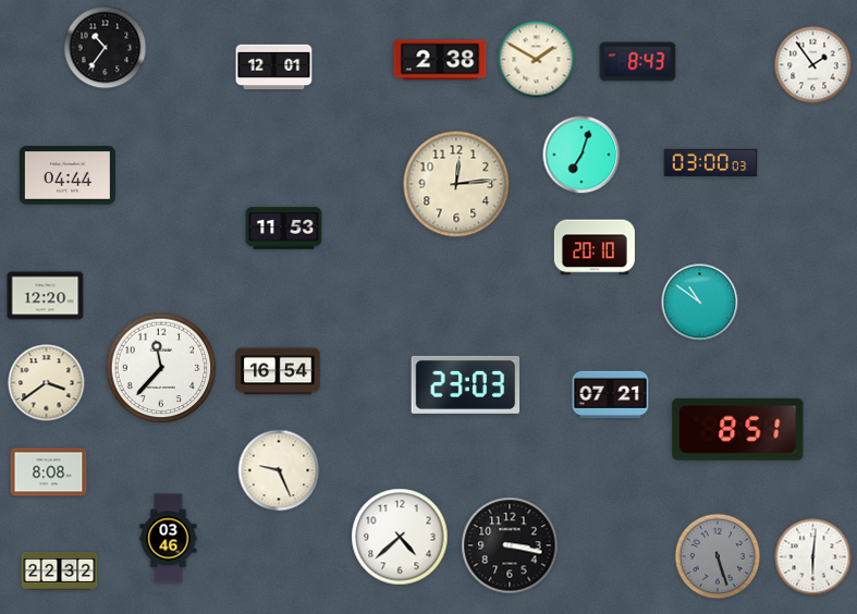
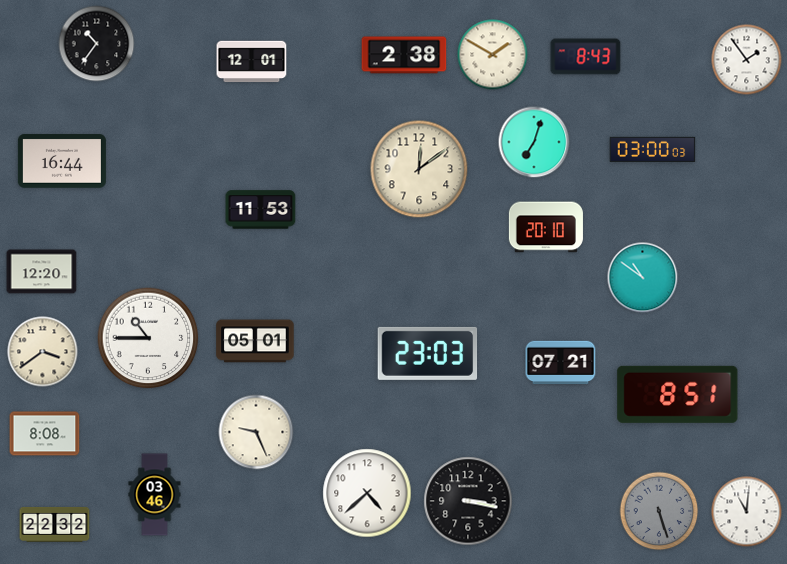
clock at (68, 175): 04:44 -> 16:44
clock at (456, 184): 12:14 -> 12:09
clock at (161, 368): 11:37 -> 10:45
clock at (278, 371): 16:54 -> 05:01
clock at (813, 557): 6:01 -> 11:01
